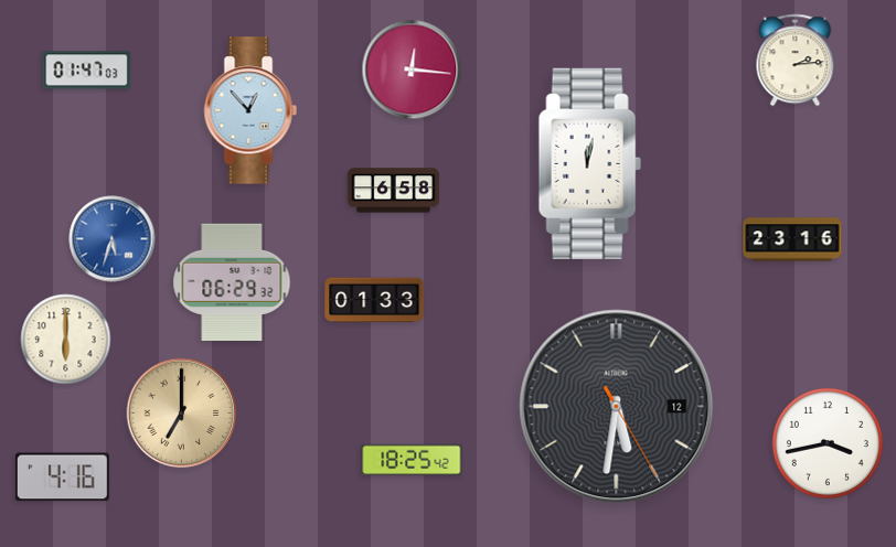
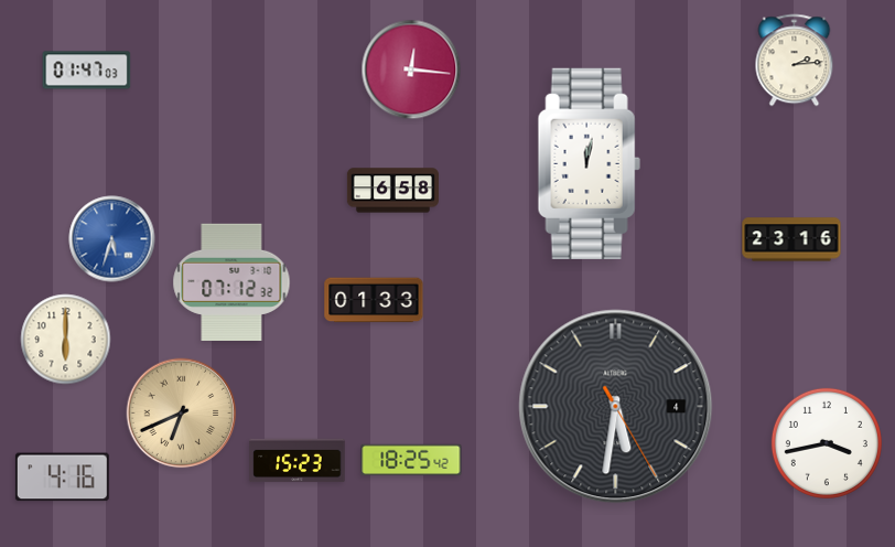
clock at (250, 110): 12:53 -> none
clock at (232, 281): 06:29 -> 07:12
clock at (617, 407) date: 12 -> 4
clock at (182, 414): 7:00 -> 6:41
clock at (298, 461): none -> 15:23
